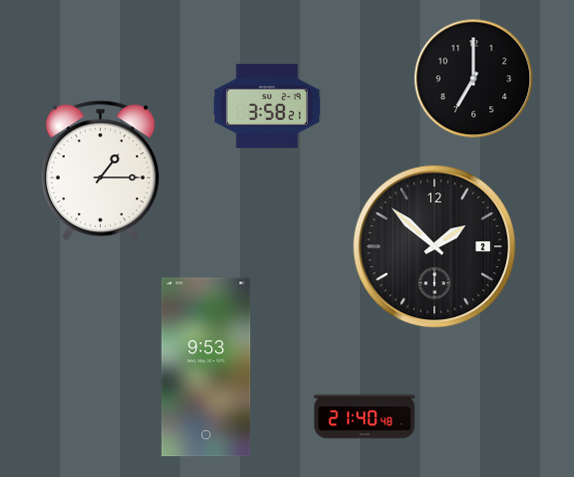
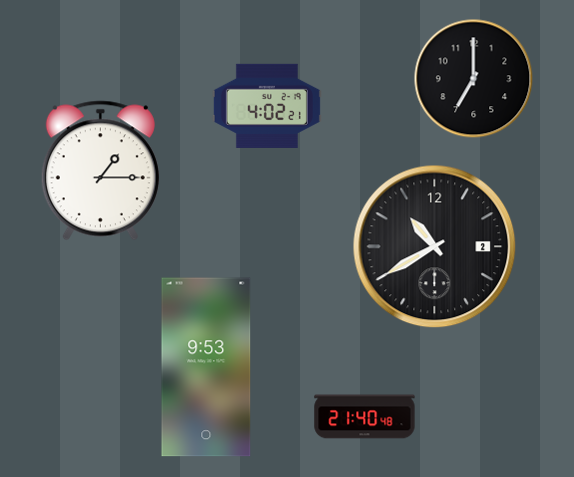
clock at (267, 106): 3:58 -> 4:02
clock at (435, 247): 1:52 -> 10:40
